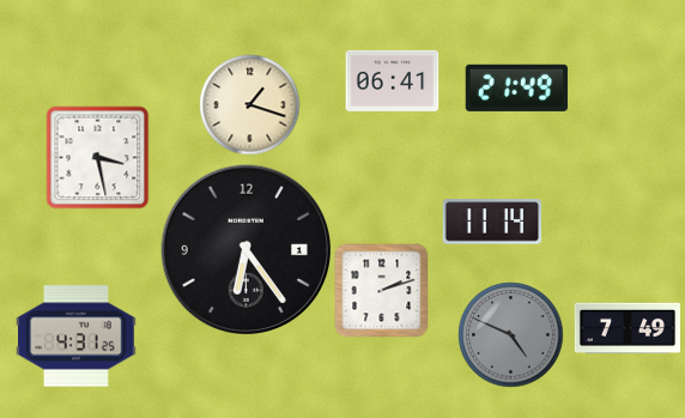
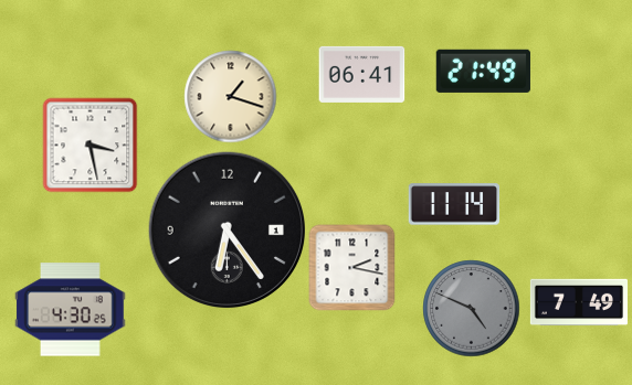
clock at (516, 87) position: (516, 87) -> (483, 71)
clock at (381, 290): 2:12 -> 2:17
clock at (77, 337): 4:31 -> 4:30
